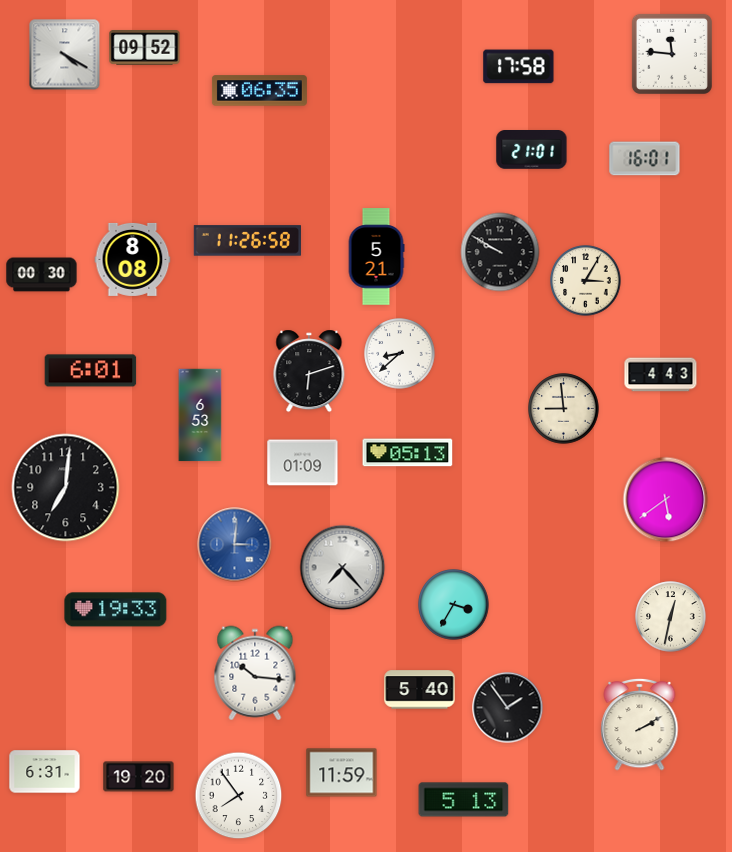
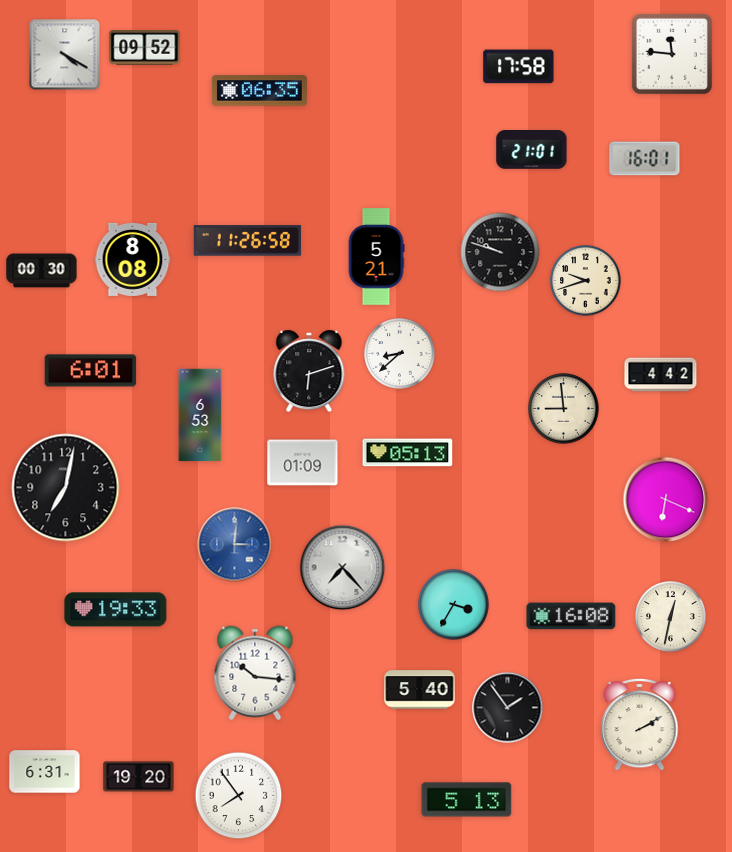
clock at (500, 252): 9:50 -> 9:48
clock at (42, 275) position: (42, 275) -> (42, 271)
clock at (586, 281): 3:05 -> 9:42
clock at (661, 375): 4:43 -> 4:42
clock at (66, 488): 7:01 -> 7:02
clock at (666, 500): 5:39 -> 6:19
clock at (571, 616): none -> 16:08
clock at (342, 773): 11:59 -> none
clock at (464, 800) position: (464, 800) -> (467, 800)
